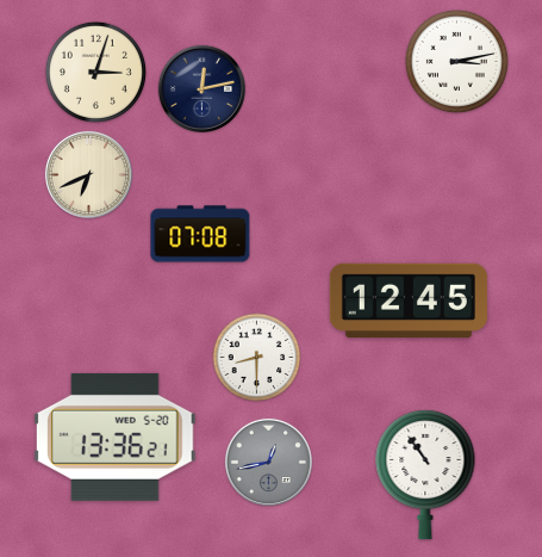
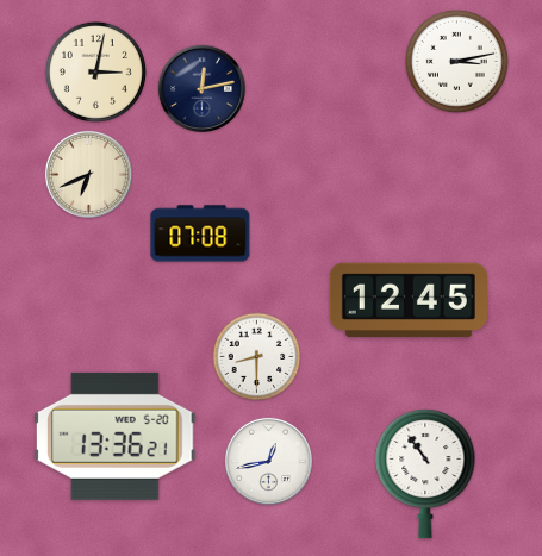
clock at (95, 72): 3:03 -> 3:02
clock at (268, 462) dial: grey -> white
